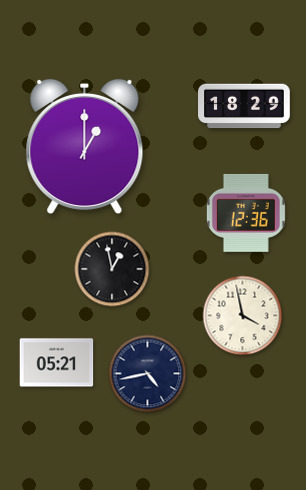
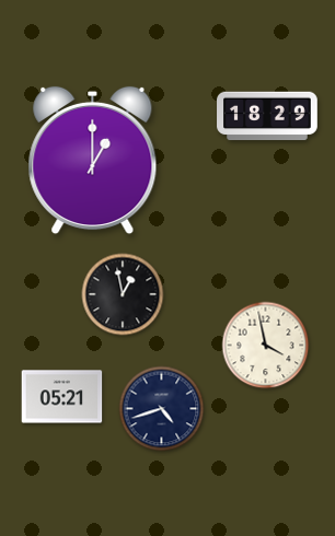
clock at (246, 213): 12:36 -> none
clock at (148, 374): 4:43 -> 4:42
